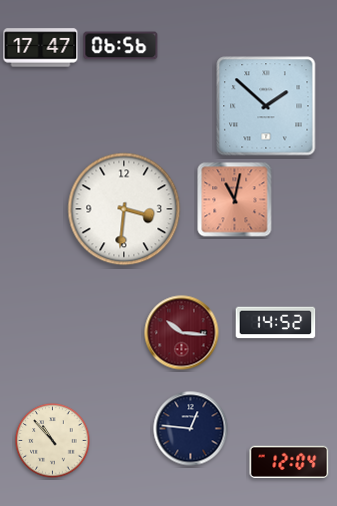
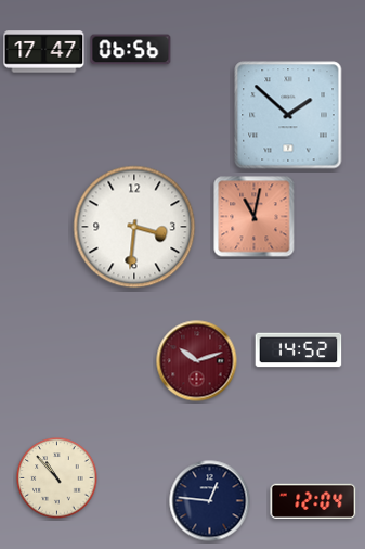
clock at (182, 333): 10:16 -> 10:12
clock at (191, 429) position: (191, 429) -> (210, 501)
